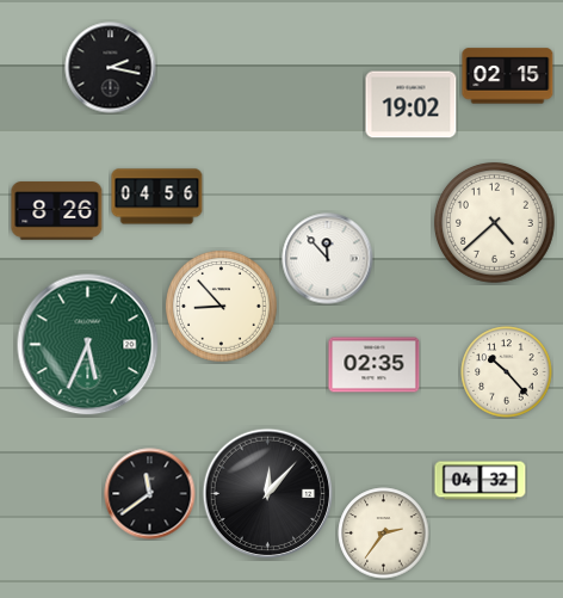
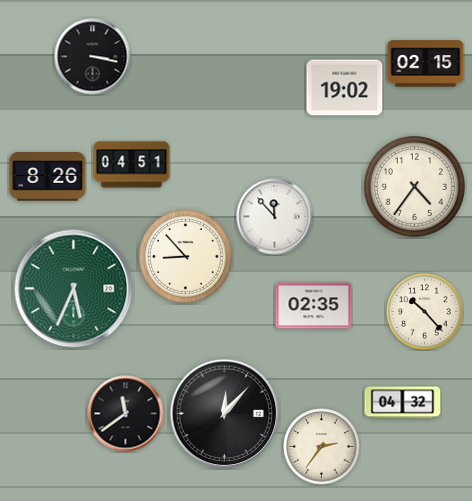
clock at (111, 68): 2:17 -> 3:17
clock at (157, 197): 04:56 -> 04:51
clock at (494, 222): 4:38 -> 4:36
